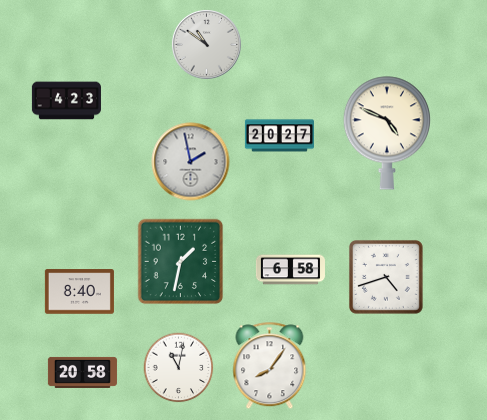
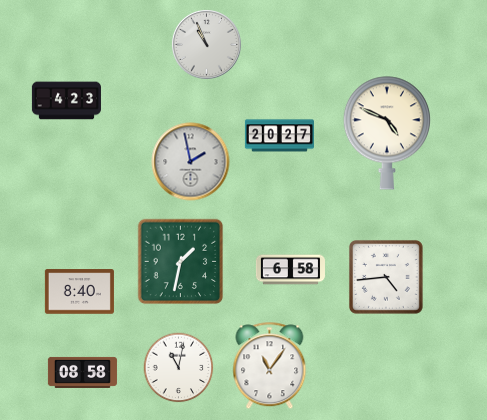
clock at (206, 44): 10:51 -> 10:56
clock at (386, 277): 4:42 -> 4:44
clock at (270, 366): 8:06 -> 11:06
clock at (82, 372): 20:58 -> 08:58
